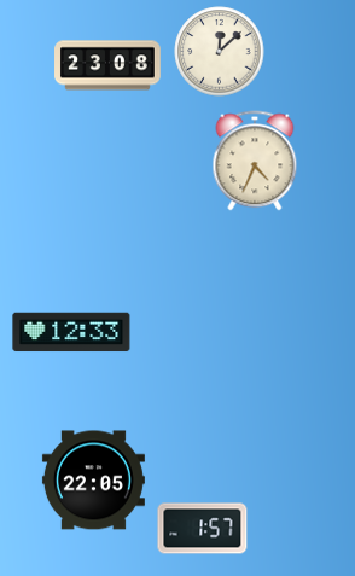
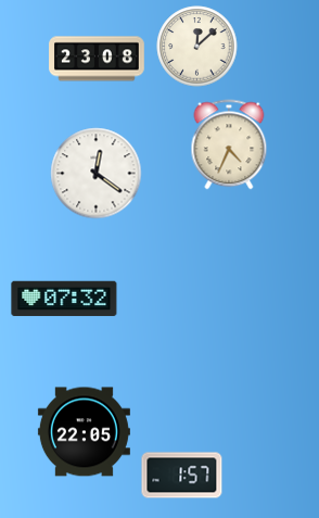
clock at (97, 174): none -> 12:21
clock at (71, 332): 12:33 -> 07:32
